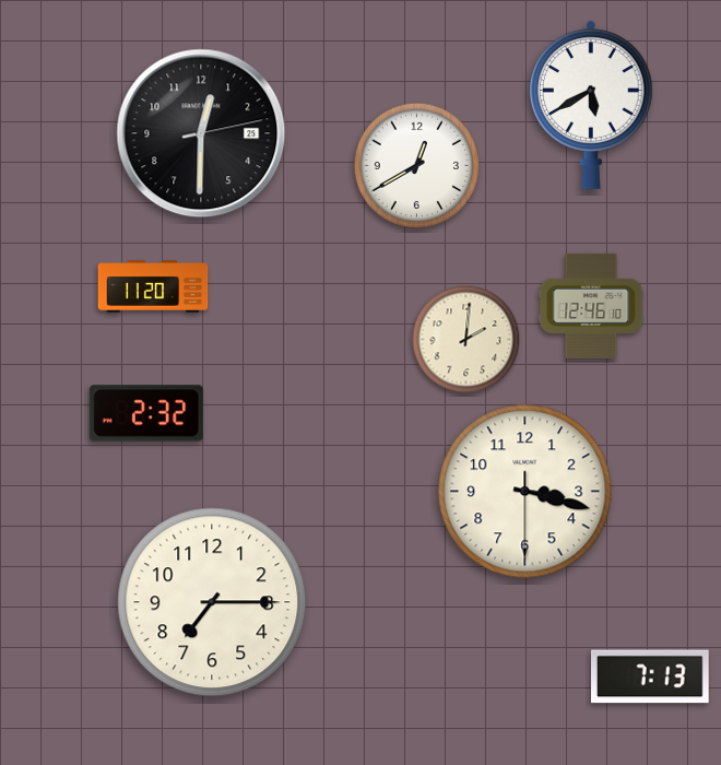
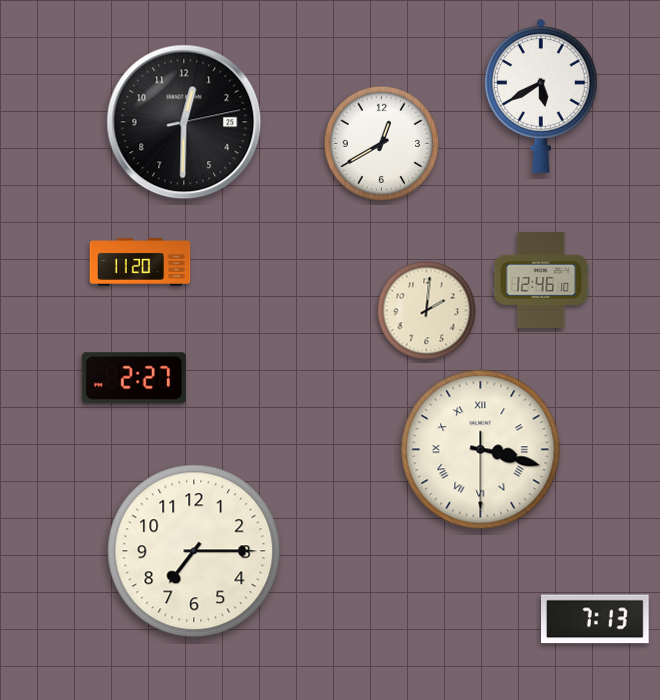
clock at (416, 165) position: (416, 165) -> (381, 143)
clock at (146, 413): 2:32 -> 2:27
clock at (525, 492) numerals: Arabic -> Roman
